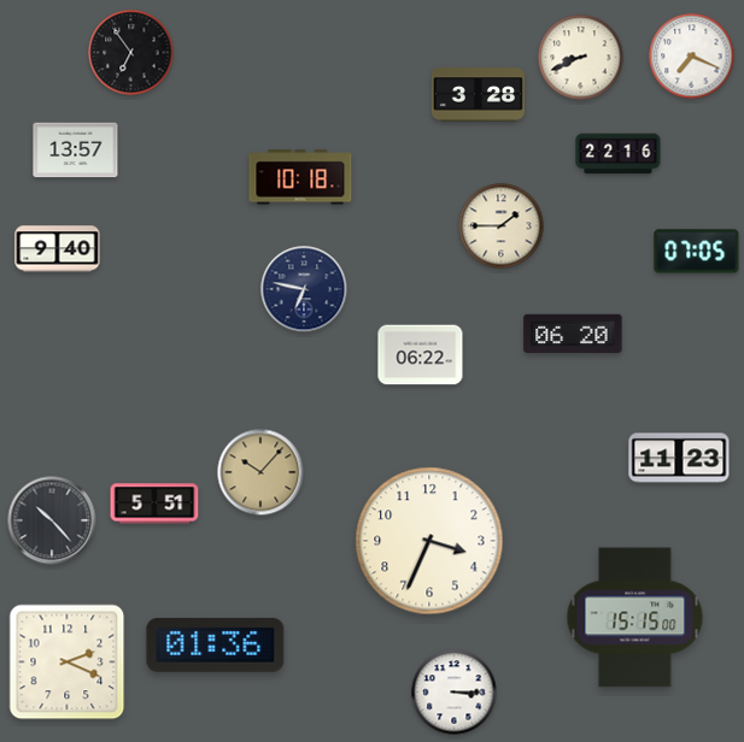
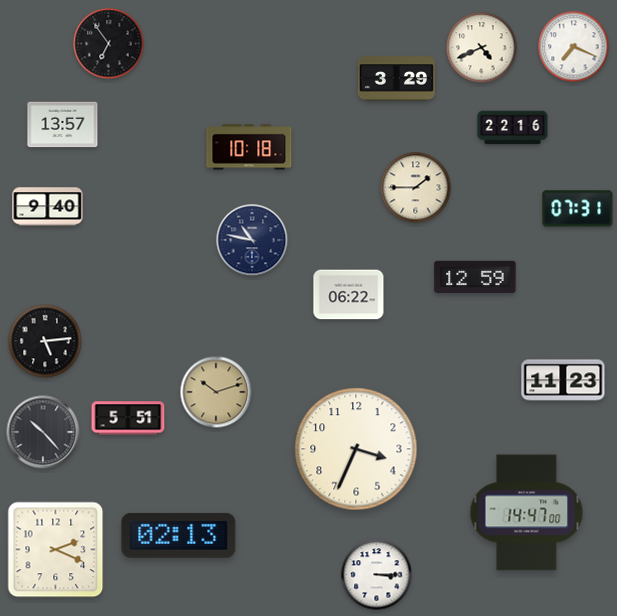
clock at (581, 58): 8:41 -> 4:41
clock at (478, 95): 3:28 -> 3:29
clock at (697, 252): 07:05 -> 07:31
clock at (304, 289): 6:47 -> 10:47
clock at (573, 334): 06:20 -> 12:59
clock at (45, 341): none -> 5:14
clock at (260, 472): 10:07 -> 10:12
clock at (635, 618): 15:15 -> 14:47
clock at (216, 644): 01:36 -> 02:13
